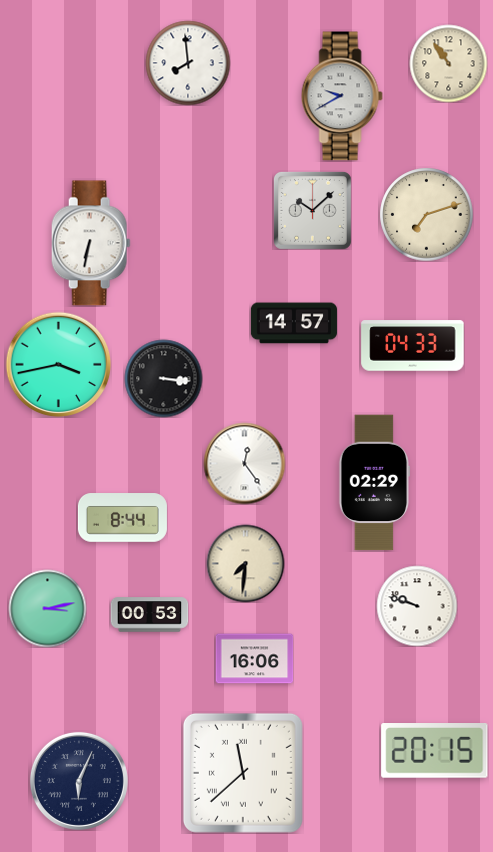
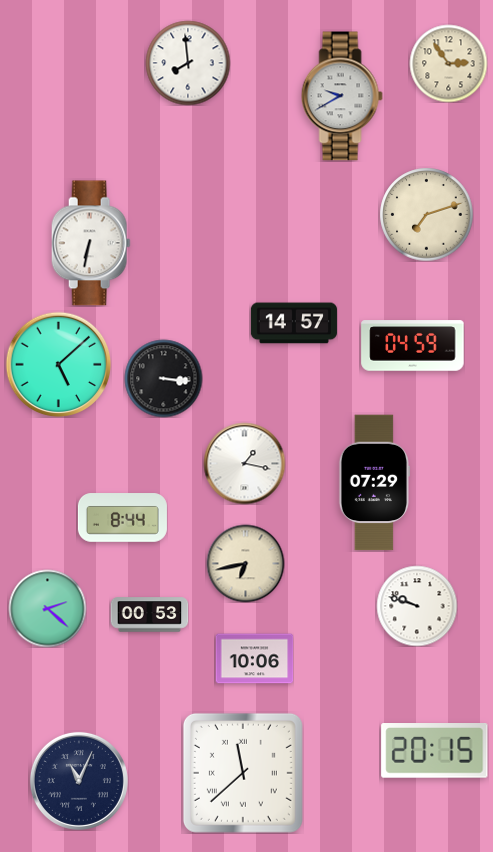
clock at (448, 63): 10:54 -> 2:54
clock at (312, 210): 10:08 -> none
clock at (413, 346): 04:33 -> 04:59
clock at (58, 364): 3:43 -> 5:08
clock at (244, 463): 12:24 -> 1:17
clock at (374, 483): 02:29 -> 07:29
clock at (245, 563): 7:31 -> 6:43
clock at (47, 608): 3:13 -> 2:22
clock at (254, 659): 16:06 -> 10:06
clock at (79, 781): 6:04 -> 11:04
